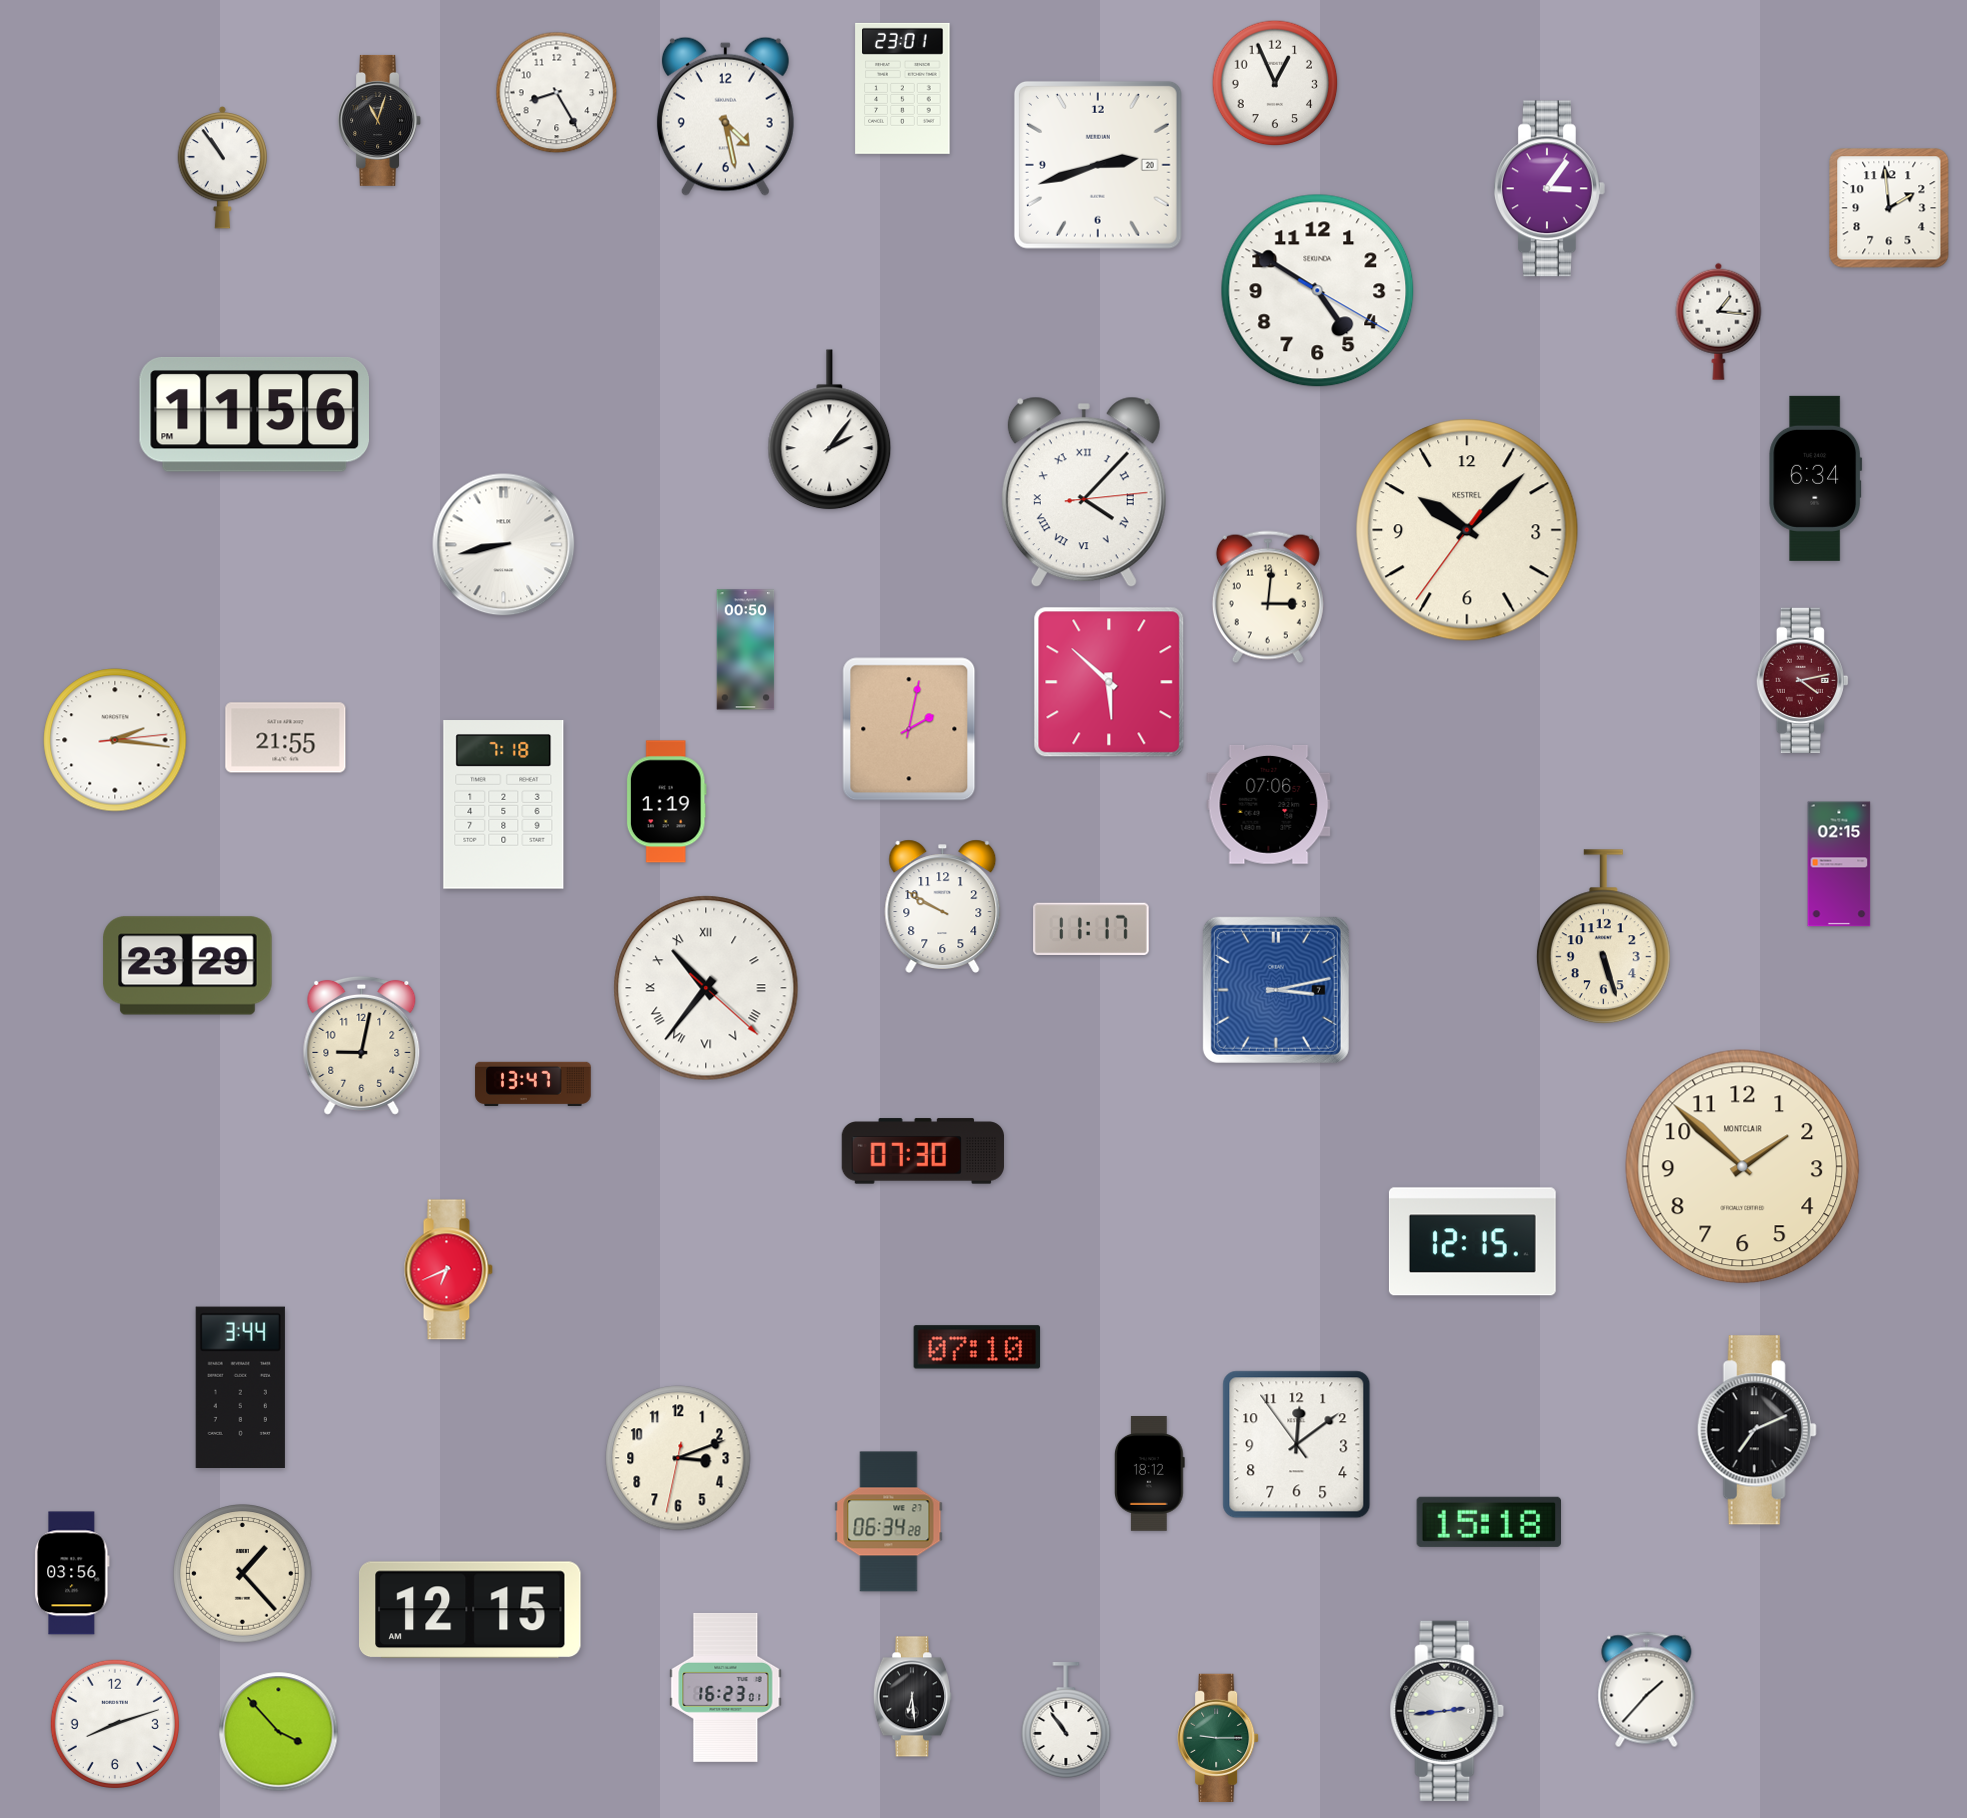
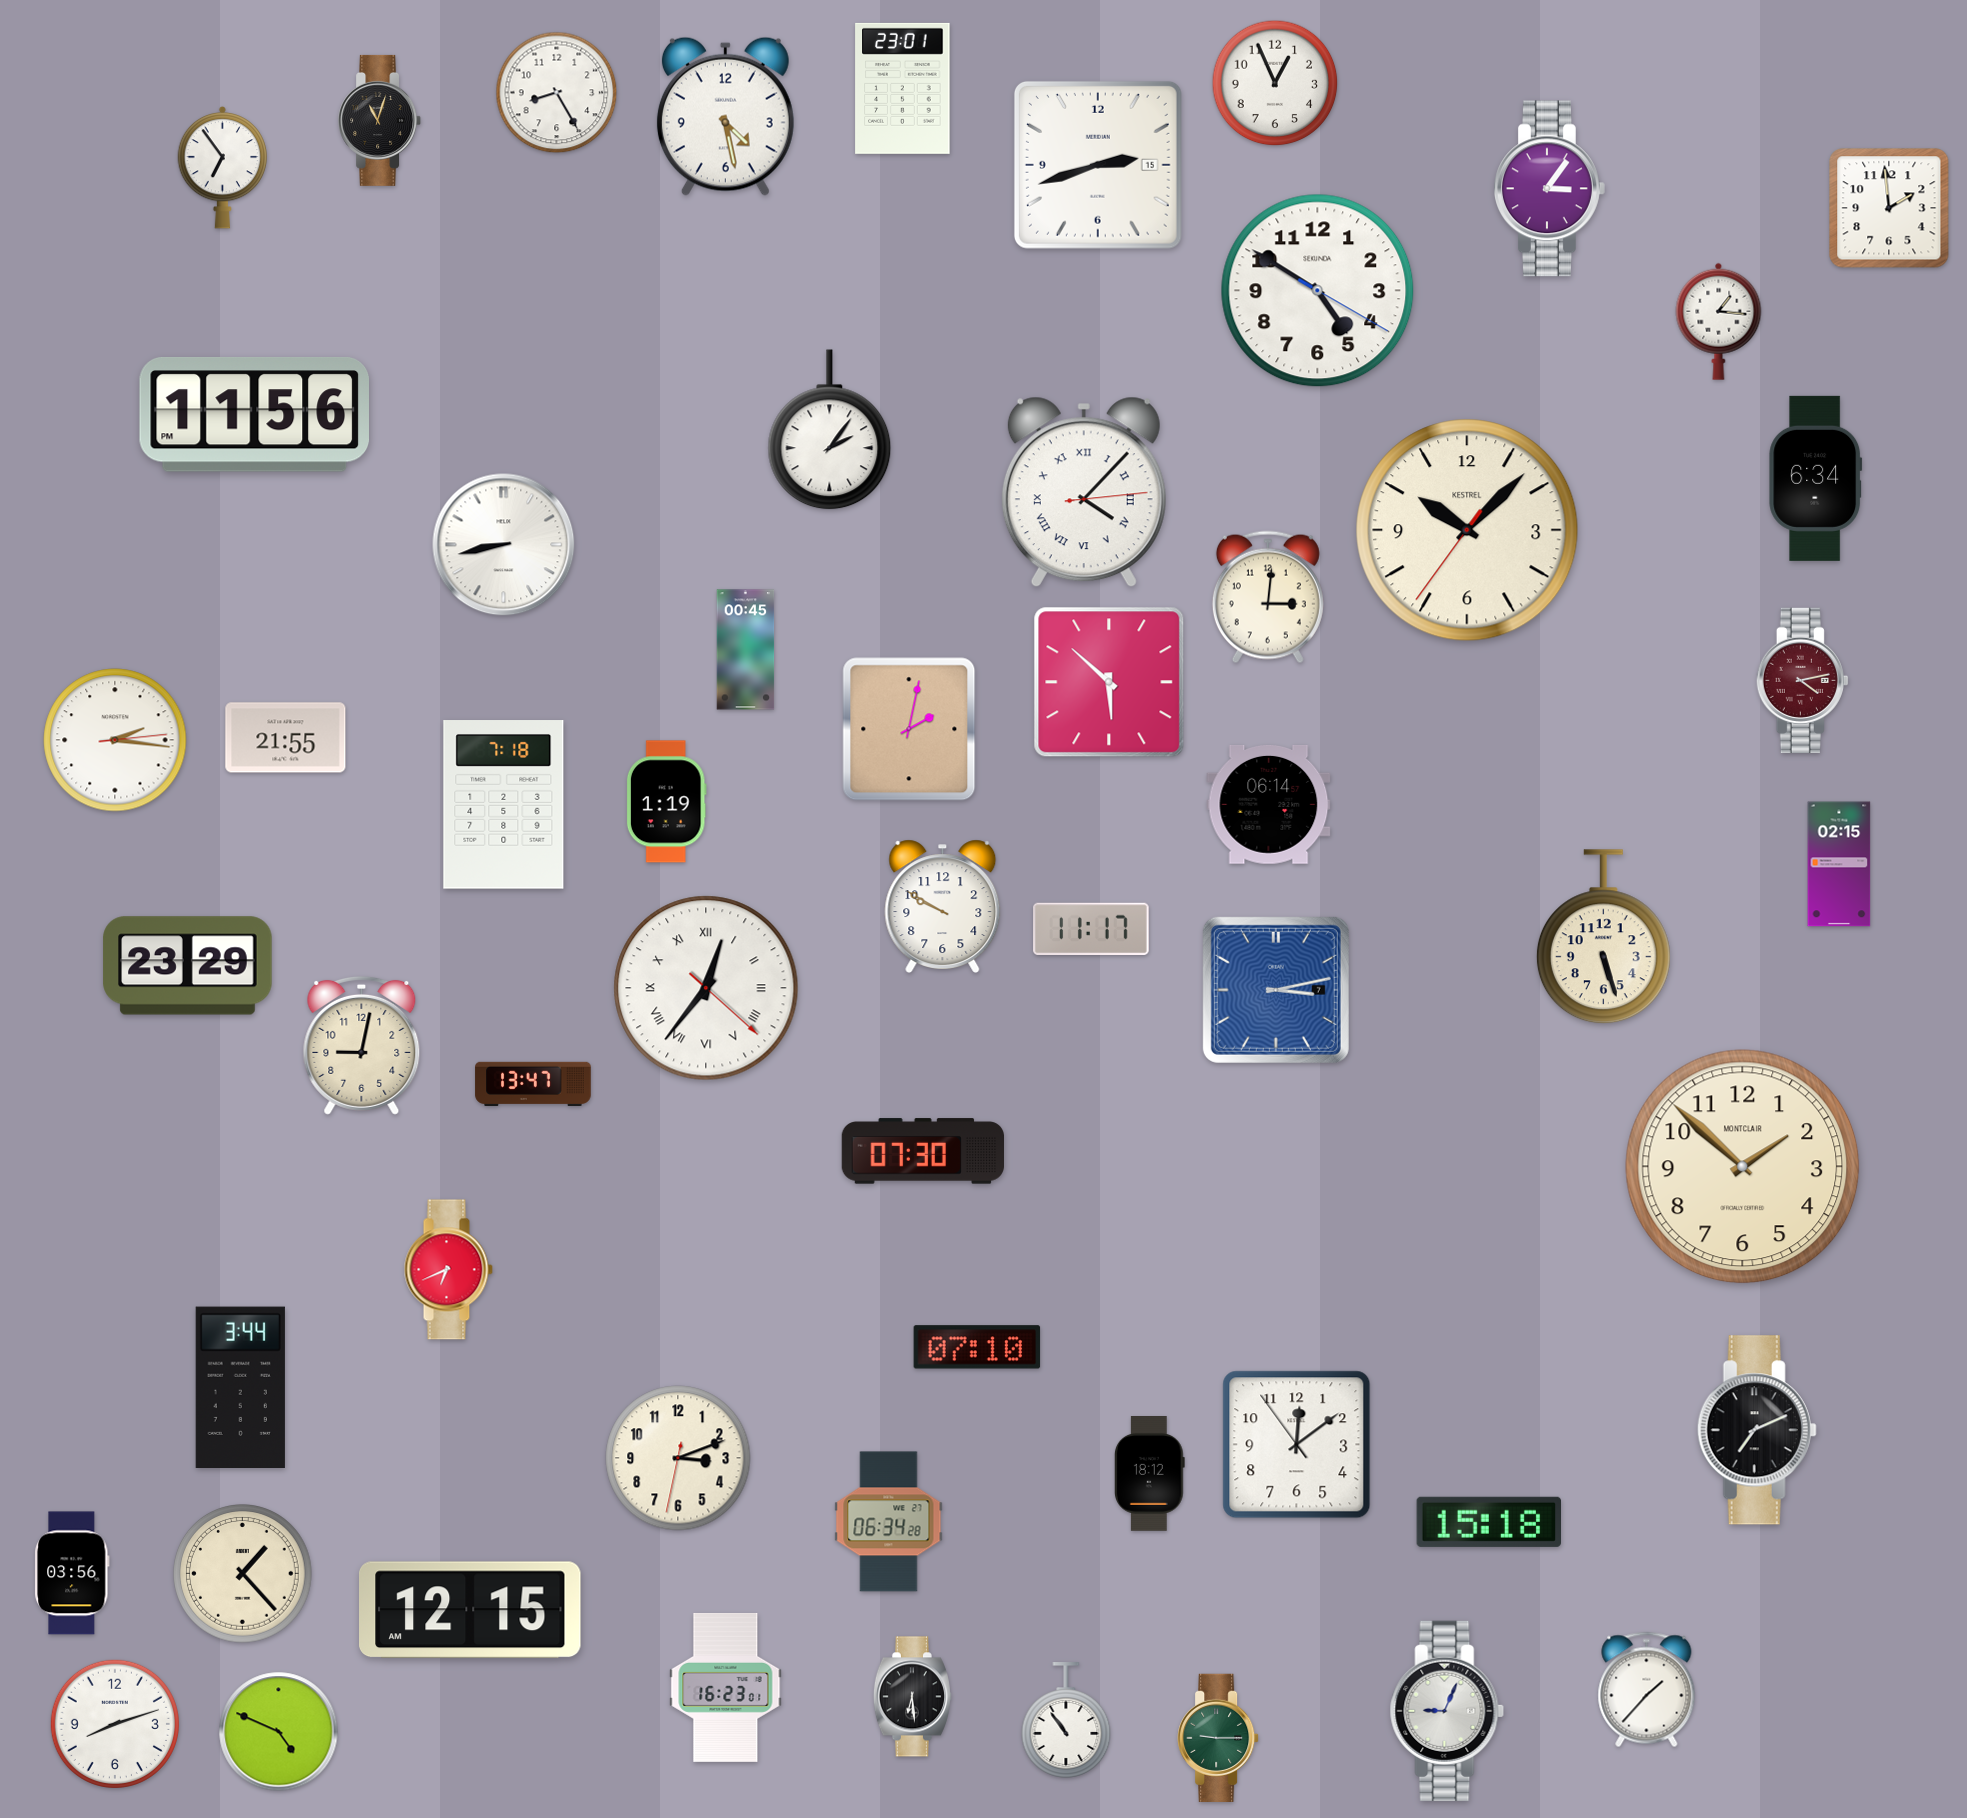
clock at (1098, 165) date: 20 -> 15
clock at (223, 167): 10:54 -> 6:54
clock at (746, 650): 00:50 -> 00:45
clock at (1269, 804): 07:06 -> 06:14
clock at (706, 988): 10:36 -> 12:36
clock at (1472, 1242): 12:15 -> none
clock at (1447, 1711): 2:44 -> 9:04
clock at (279, 1732): 3:53 -> 4:49
